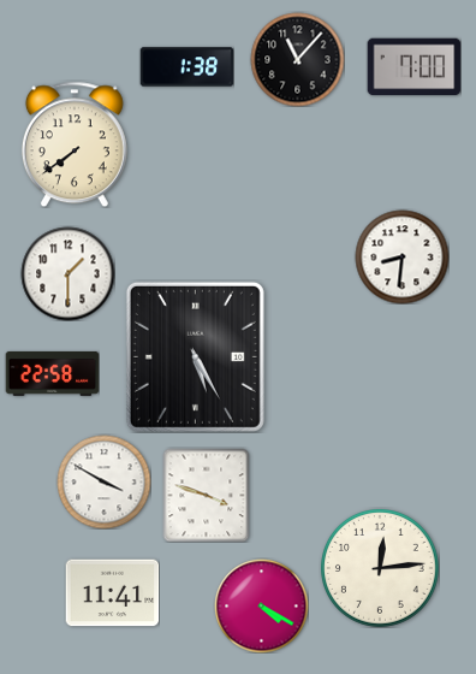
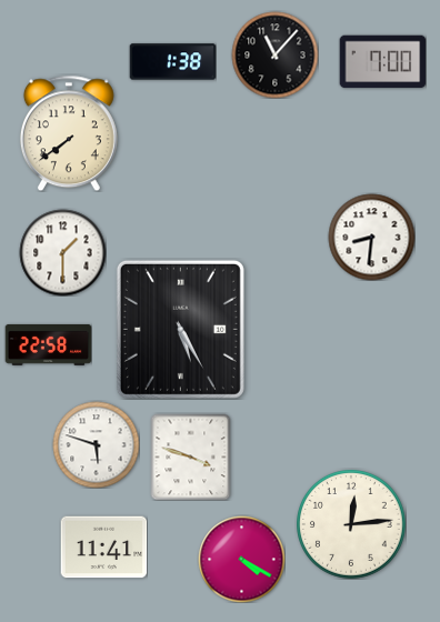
clock at (103, 481): 3:50 -> 5:48
